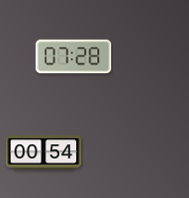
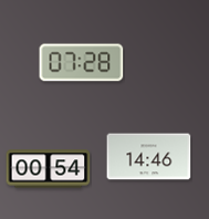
clock at (149, 157): none -> 14:46
